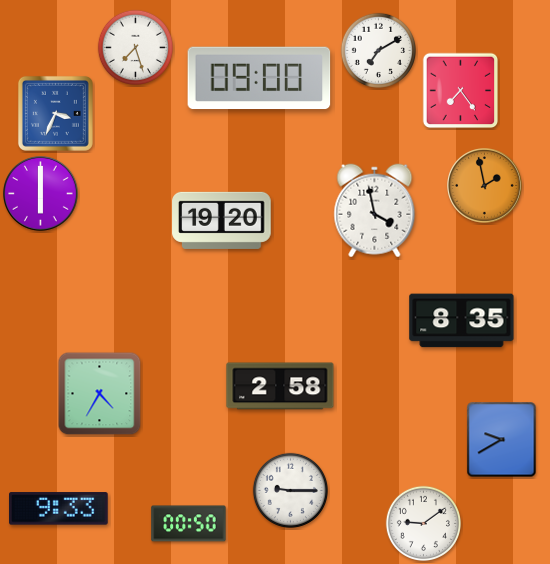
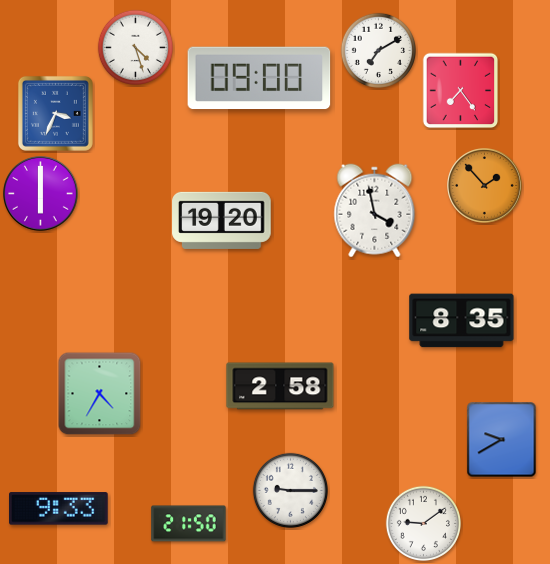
clock at (135, 47): 7:27 -> 4:27
clock at (485, 186): 1:58 -> 1:53
clock at (189, 524): 00:50 -> 21:50
